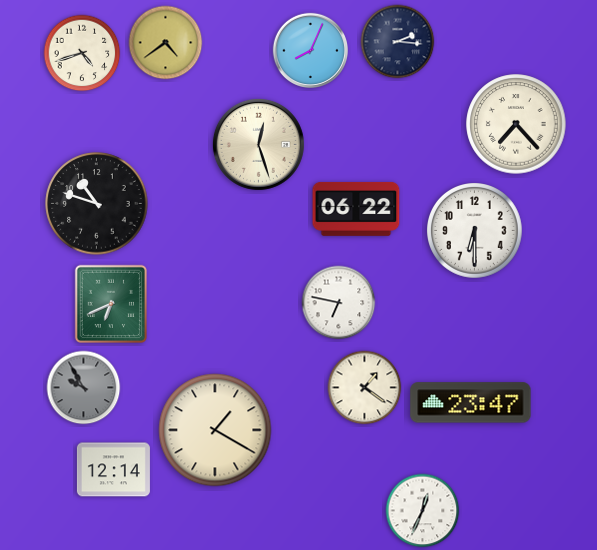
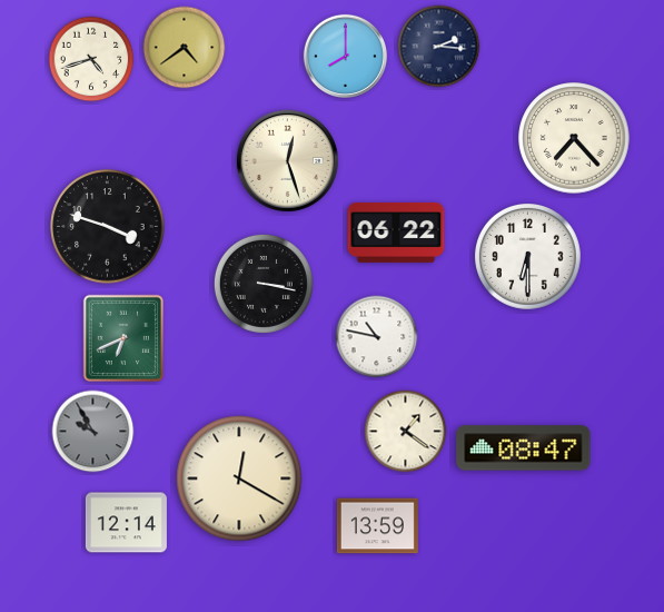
clock at (398, 42) position: (398, 42) -> (439, 47)
clock at (310, 50): 8:04 -> 8:00
clock at (97, 204): 10:48 -> 3:48
clock at (264, 284): none -> 3:17
clock at (339, 303): 6:47 -> 10:47
clock at (471, 403): 23:47 -> 08:47
clock at (215, 430): 1:20 -> 12:20
clock at (377, 526): none -> 13:59
clock at (423, 511): 12:34 -> none
